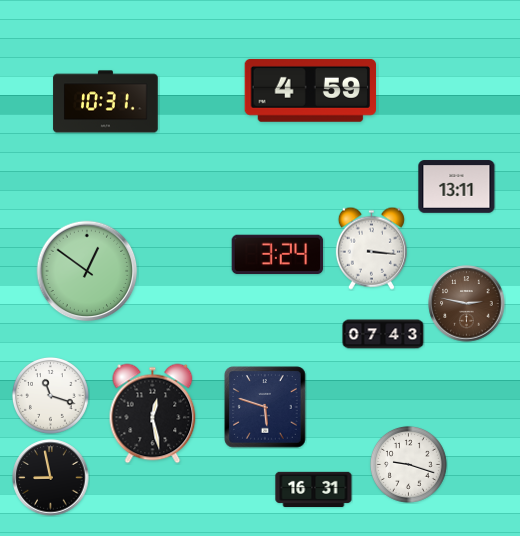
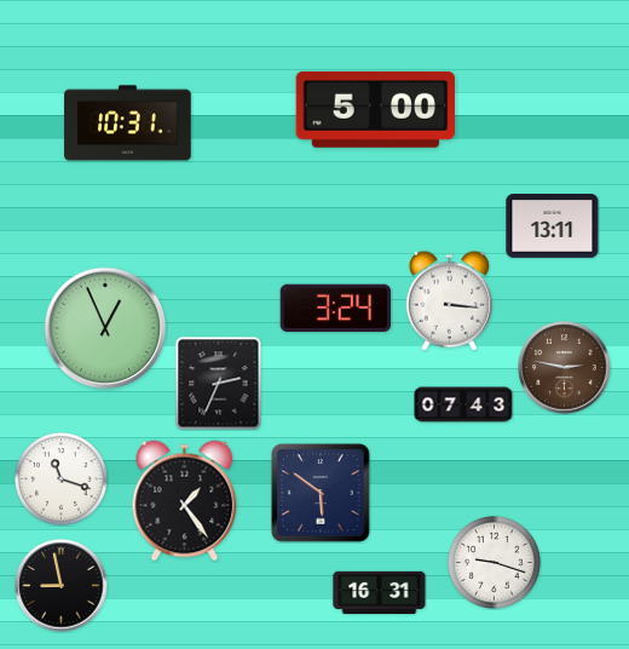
clock at (310, 90): 4:59 -> 5:00
clock at (87, 271): 12:51 -> 12:56
clock at (219, 384): none -> 2:34
clock at (265, 407): 5:48 -> 5:51
clock at (153, 414): 12:28 -> 1:24
clock at (51, 478) position: (51, 478) -> (62, 586)
